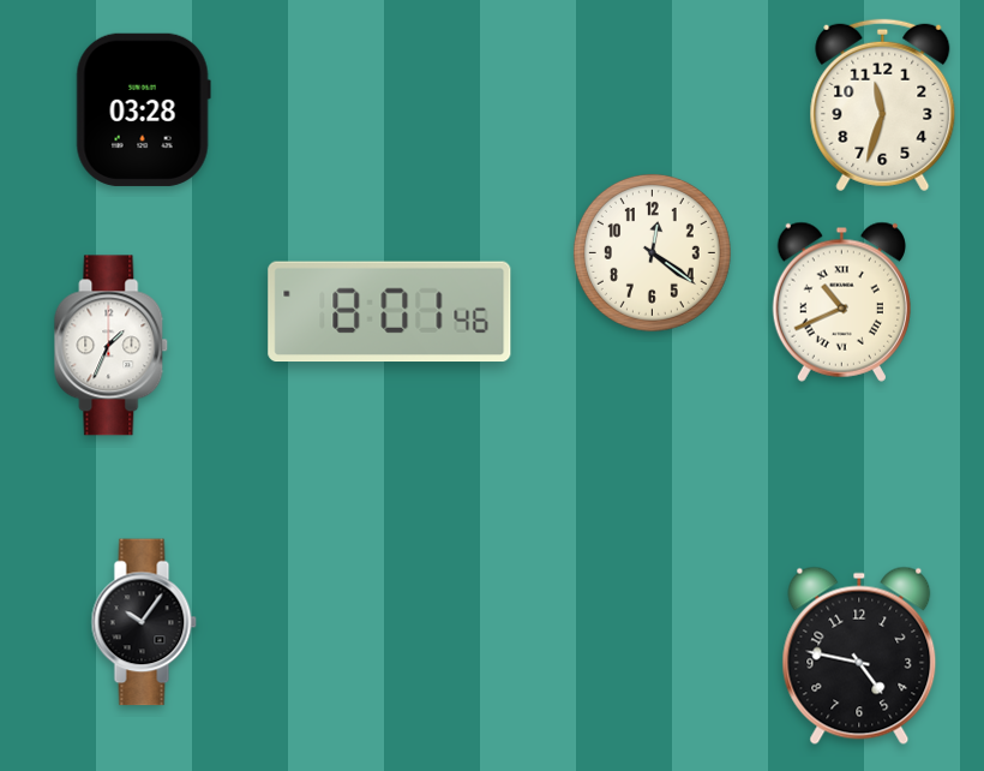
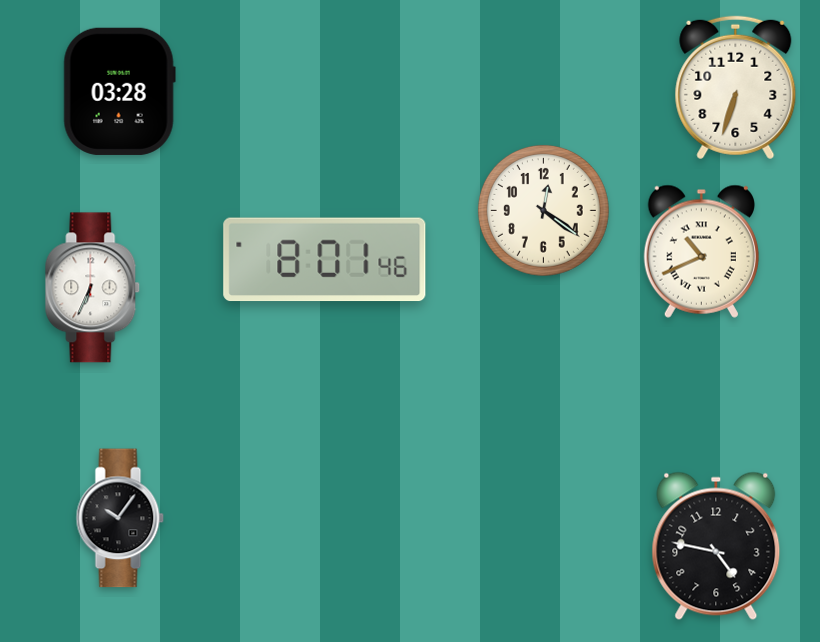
clock at (883, 106): 11:33 -> 6:33
clock at (112, 346): 1:34 -> 6:34
